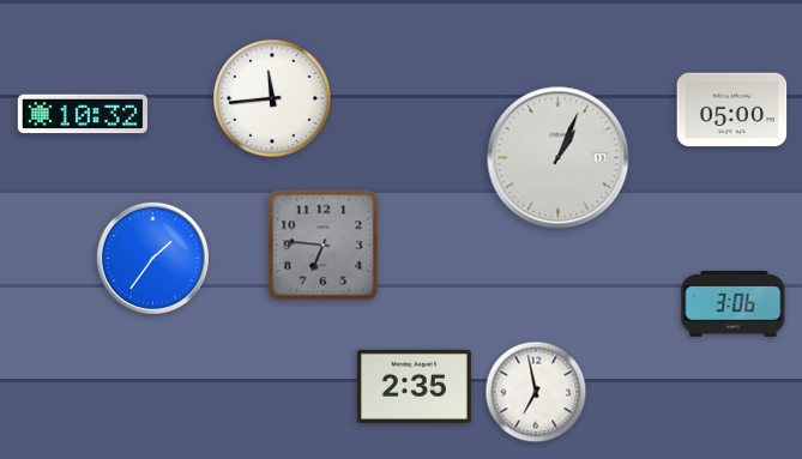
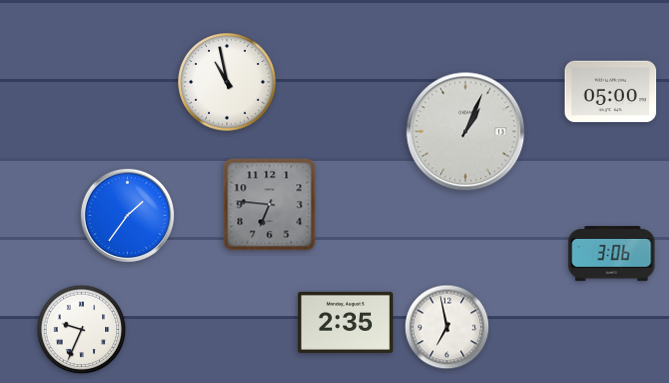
clock at (272, 98): 11:44 -> 10:58
clock at (83, 114): 10:32 -> none
clock at (82, 330): none -> 9:34
